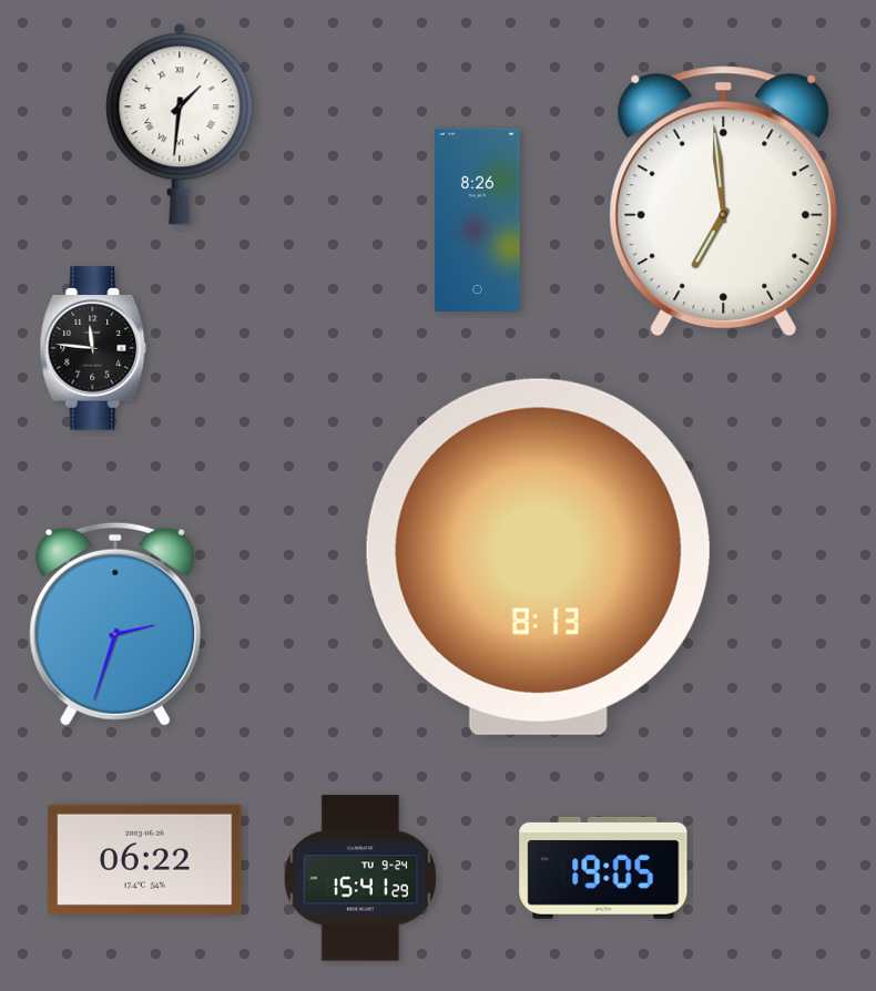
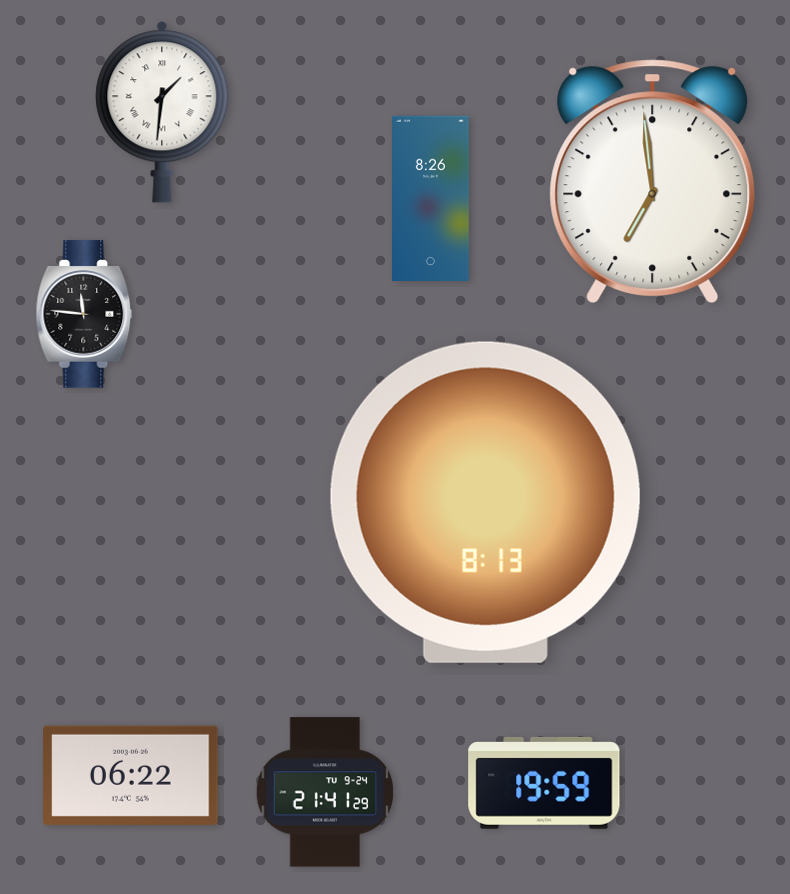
clock at (115, 624): 2:33 -> none
clock at (603, 868): 19:05 -> 19:59
clock at (360, 878): 15:41 -> 21:41
